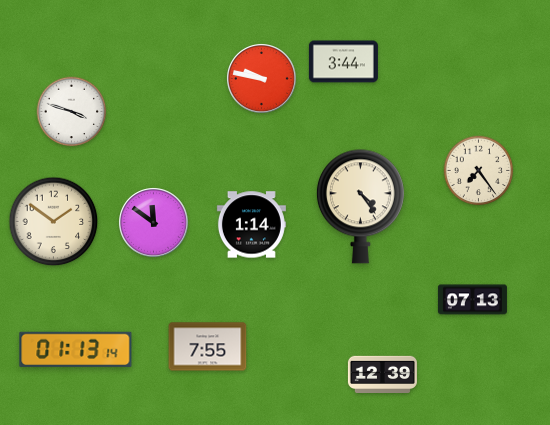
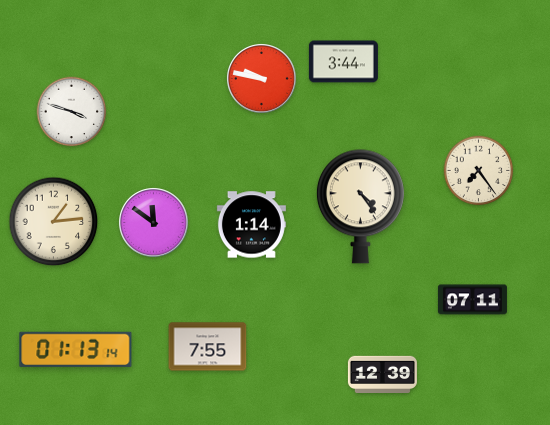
clock at (54, 222): 1:51 -> 1:14
clock at (472, 300): 07:13 -> 07:11
